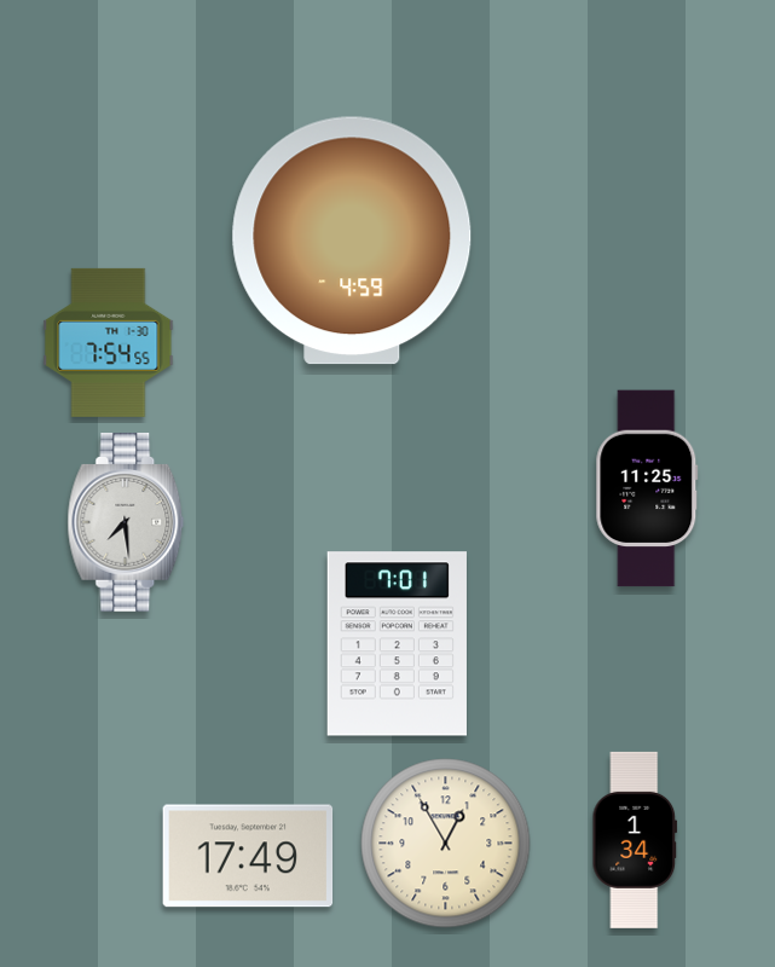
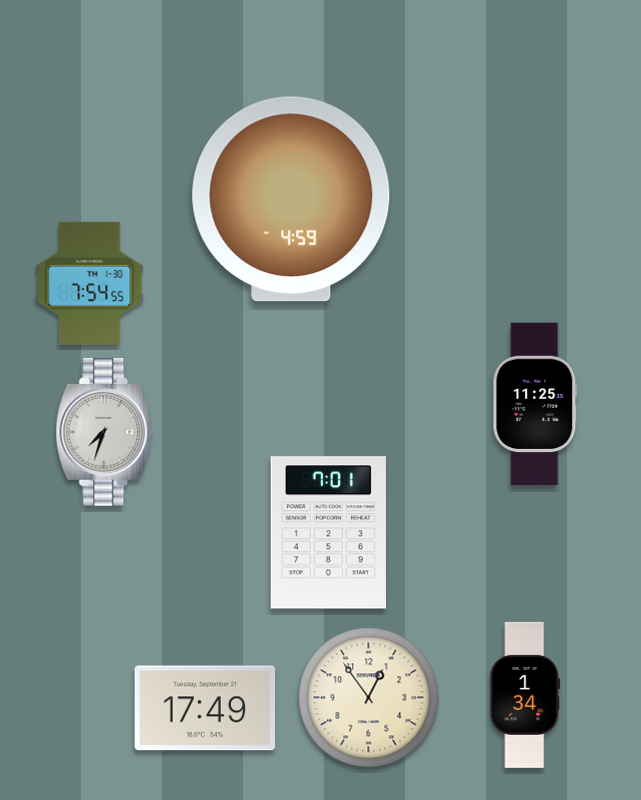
clock at (126, 522): 7:29 -> 7:33
clock at (446, 844): 12:55 -> 12:54
